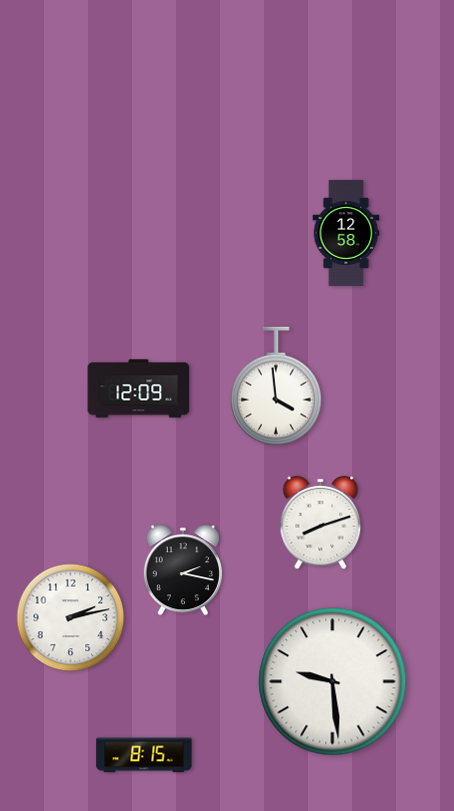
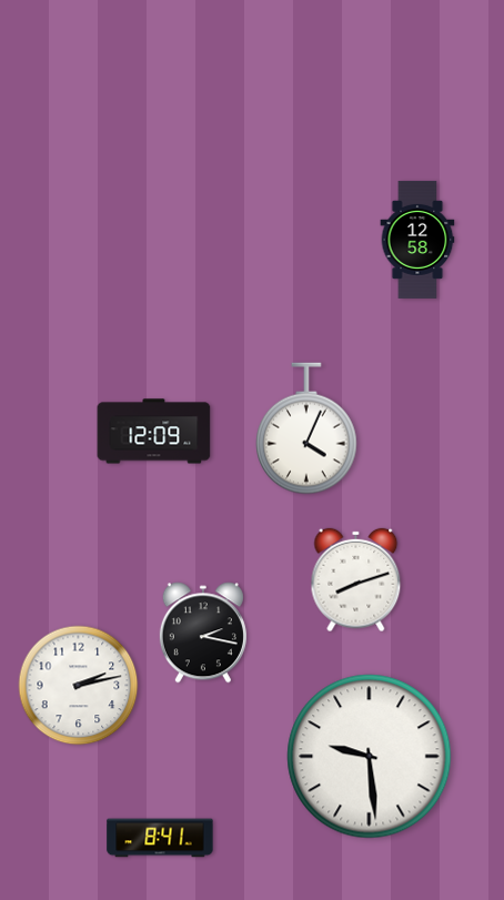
clock at (346, 233) position: (346, 233) -> (417, 240)
clock at (276, 386): 3:59 -> 4:04
clock at (144, 755): 8:15 -> 8:41
